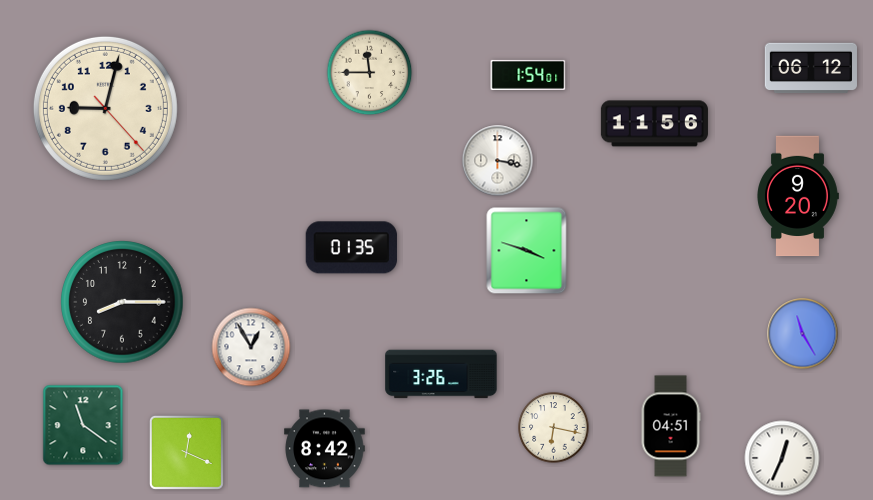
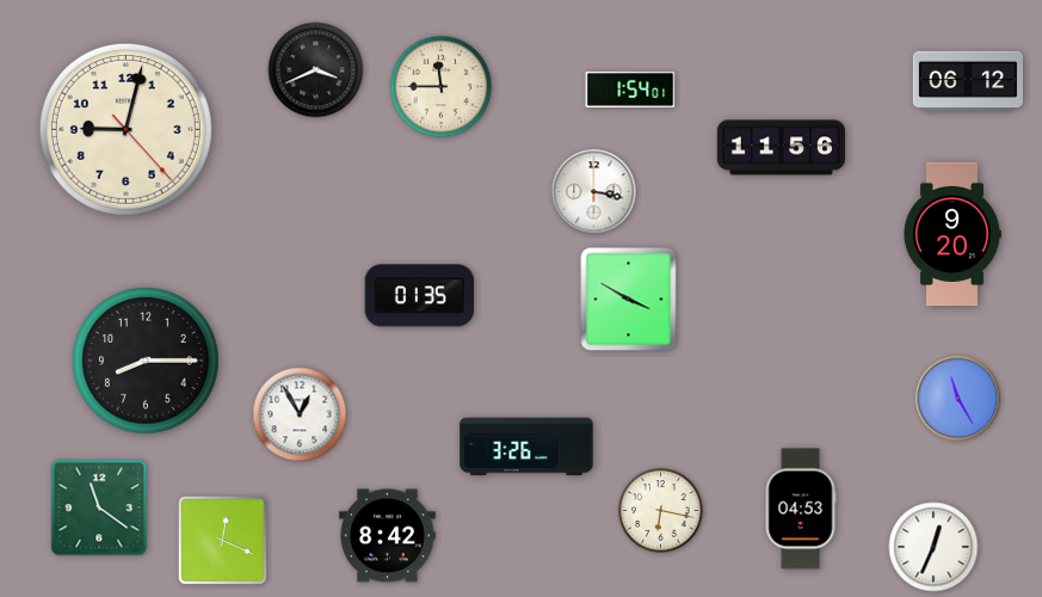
clock at (316, 70): none -> 3:41
clock at (527, 251): 3:48 -> 3:50
clock at (671, 426): 04:51 -> 04:53
